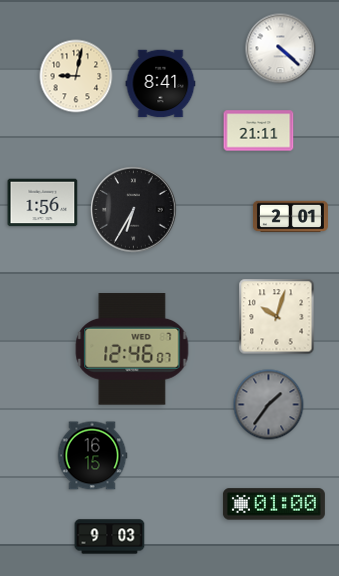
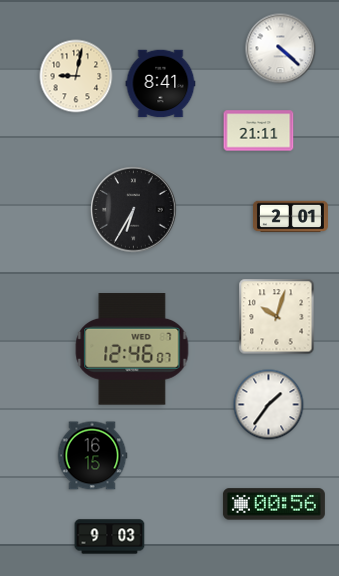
clock at (43, 203): 1:56 -> none
clock at (269, 405) dial: grey -> white
clock at (274, 504): 01:00 -> 00:56
